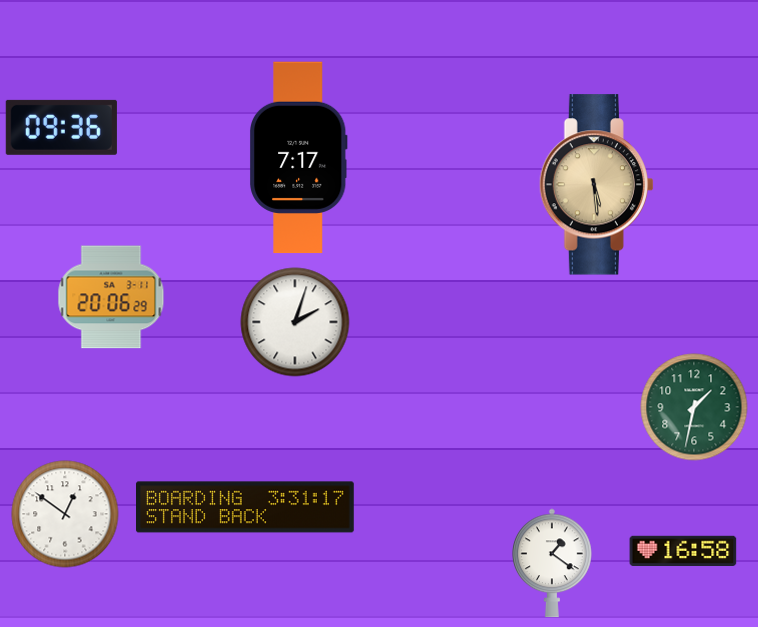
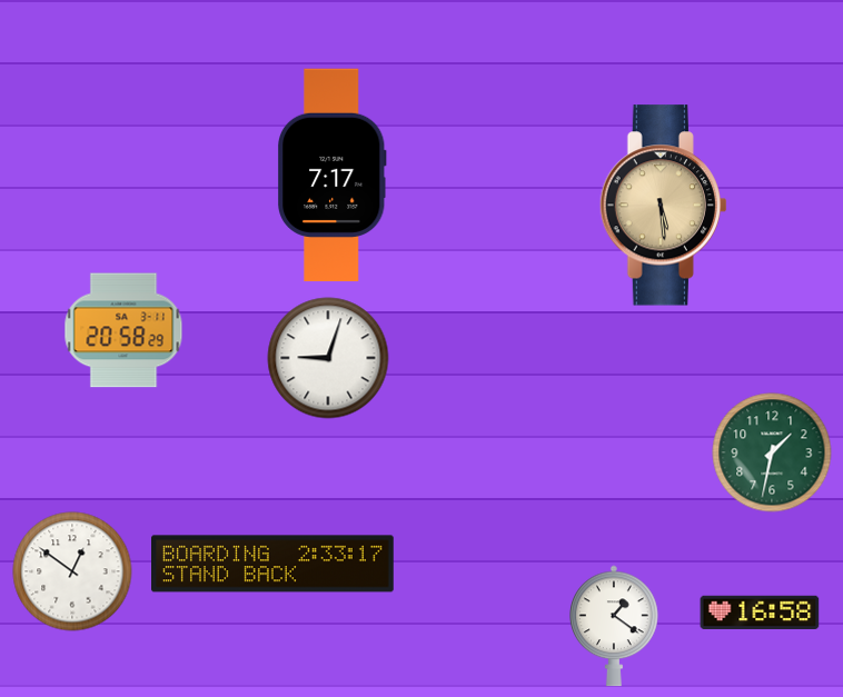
clock at (61, 127): 09:36 -> none
clock at (111, 297): 20:06 -> 20:58
clock at (295, 322): 2:03 -> 9:03
clock at (246, 507): 3:31 -> 2:33
